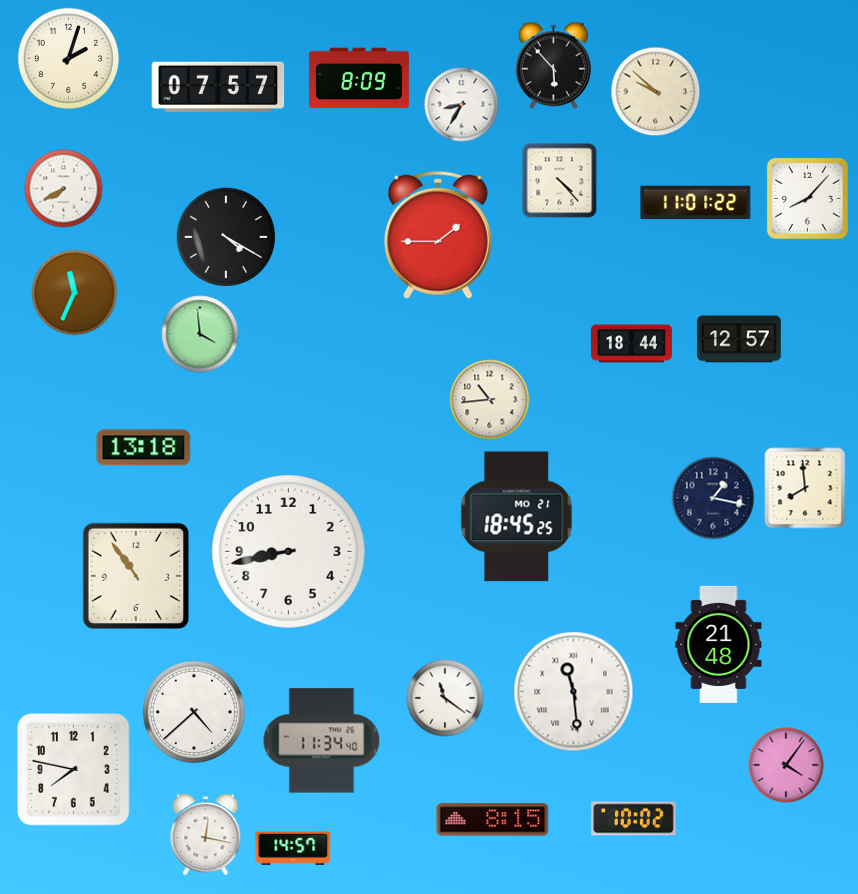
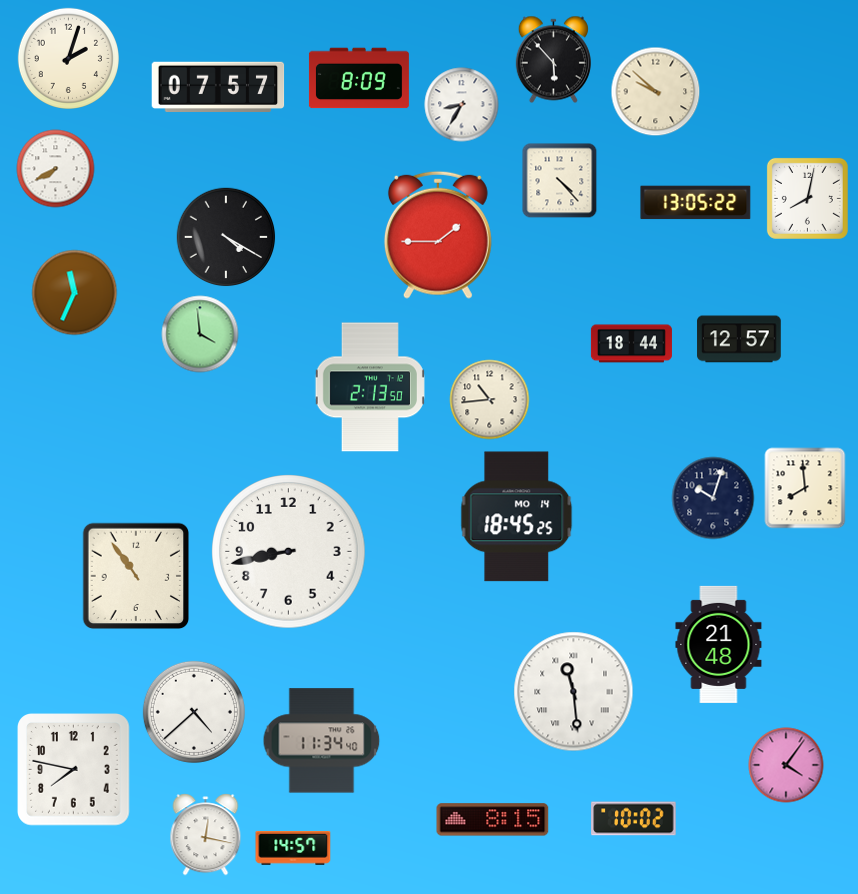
clock at (553, 66) position: (553, 66) -> (553, 60)
clock at (64, 189) position: (64, 189) -> (56, 169)
clock at (807, 198): 8:07 -> 8:02
clock at (696, 203): 11:01 -> 13:05
clock at (370, 387): none -> 2:13
clock at (144, 448): 13:18 -> none
clock at (713, 498): 1:17 -> 10:03
clock at (517, 517) date: MO 21 -> MO 14
clock at (445, 698): 11:21 -> none
